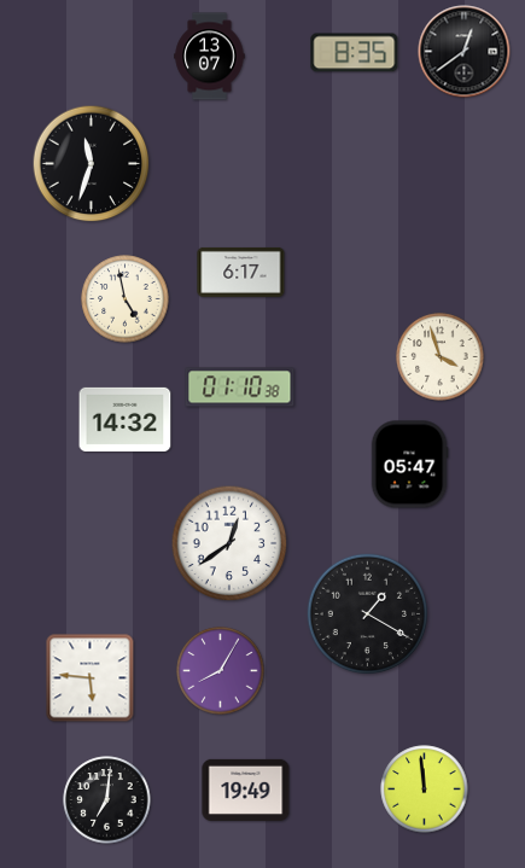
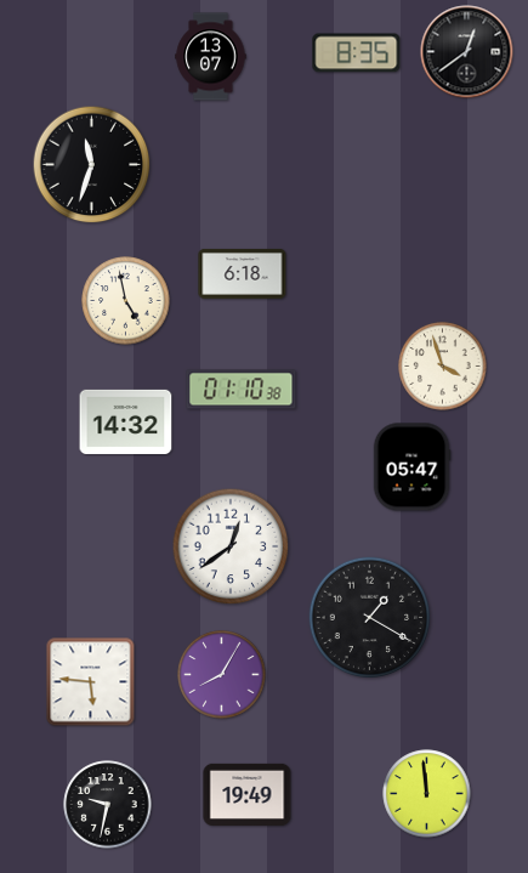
clock at (241, 272): 6:17 -> 6:18
clock at (441, 357) position: (441, 357) -> (443, 367)
clock at (107, 800): 7:01 -> 9:32
